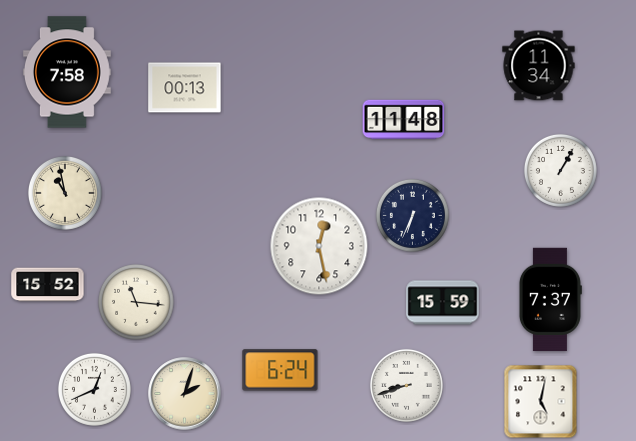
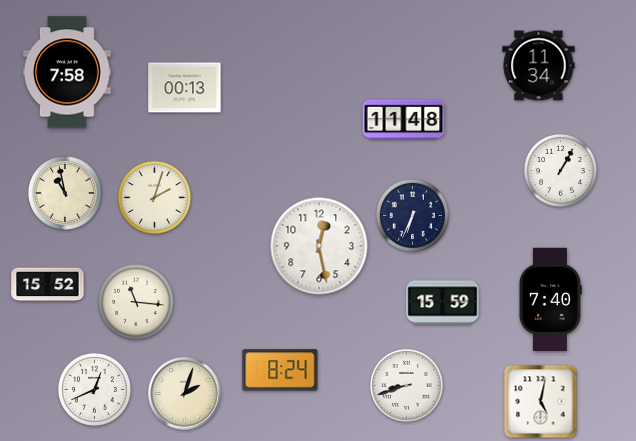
clock at (154, 197): none -> 2:03
clock at (550, 300): 7:37 -> 7:40
clock at (280, 370): 6:24 -> 8:24
